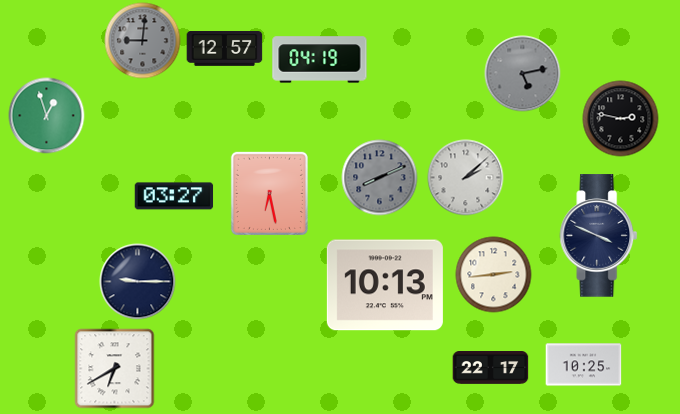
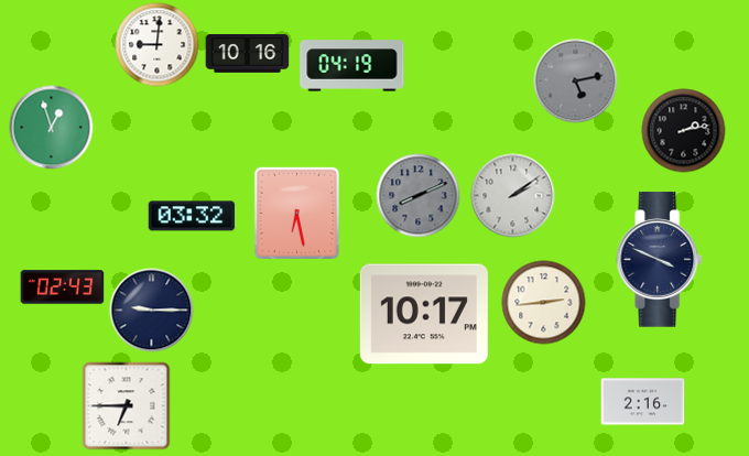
clock at (143, 41) dial: grey -> white
clock at (225, 49): 12:57 -> 10:16
clock at (621, 119): 2:47 -> 2:13
clock at (466, 178): 2:08 -> 2:09
clock at (174, 196): 03:27 -> 03:32
clock at (63, 287): none -> 02:43
clock at (385, 285): 10:13 -> 10:17
clock at (584, 365): 10:25 -> 2:16
clock at (491, 368): 22:17 -> none
clock at (115, 369): 6:40 -> 6:45
